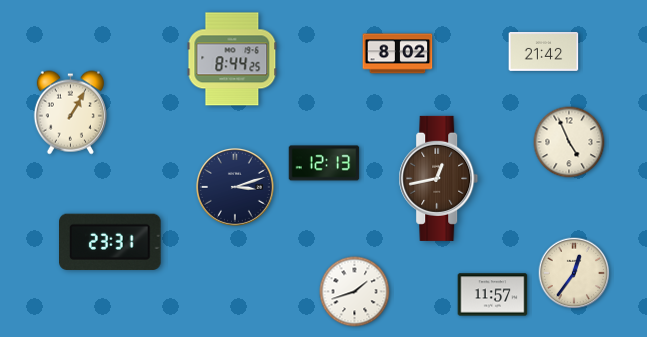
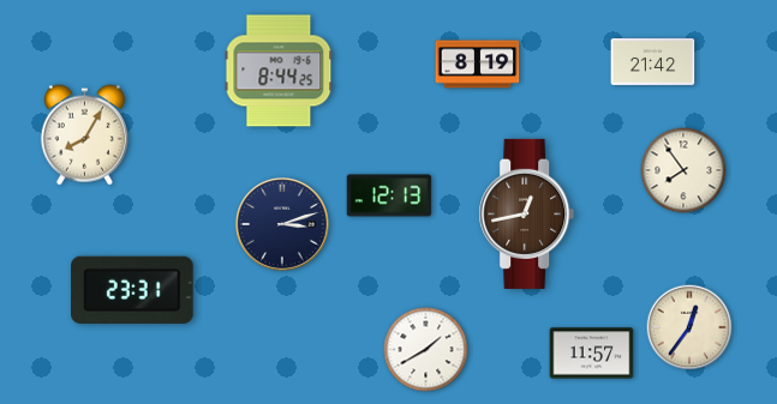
clock at (398, 54): 8:02 -> 8:19
clock at (70, 113): 1:05 -> 8:05
clock at (569, 142): 4:56 -> 7:54
clock at (355, 292): 1:42 -> 1:40
